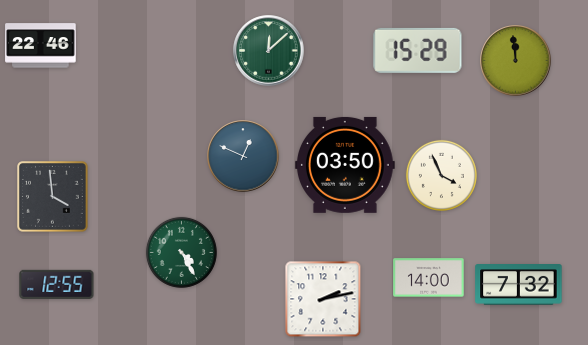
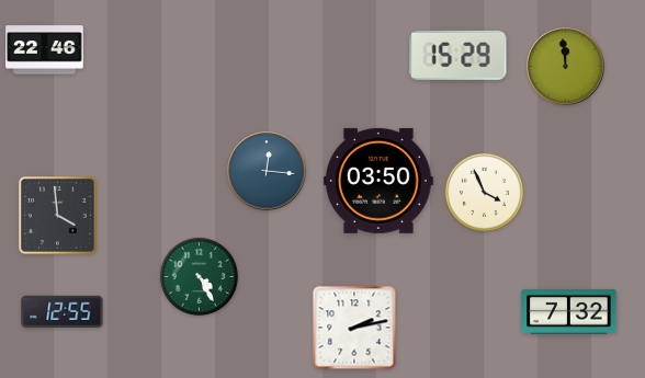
clock at (269, 51): 12:08 -> none
clock at (243, 156): 12:49 -> 12:16
clock at (429, 278): 14:00 -> none
